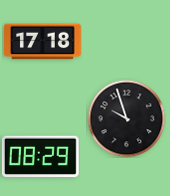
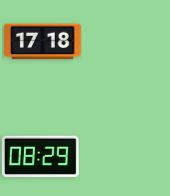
clock at (126, 118): 9:57 -> none
